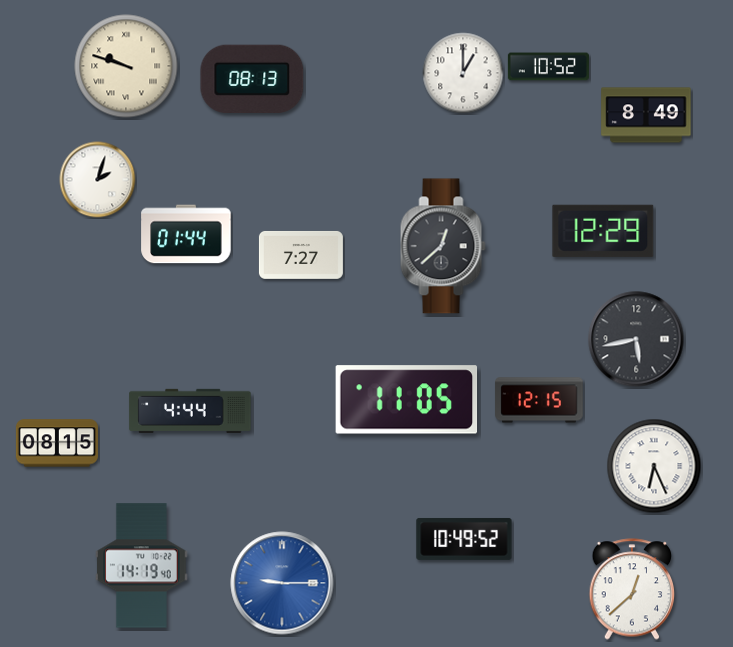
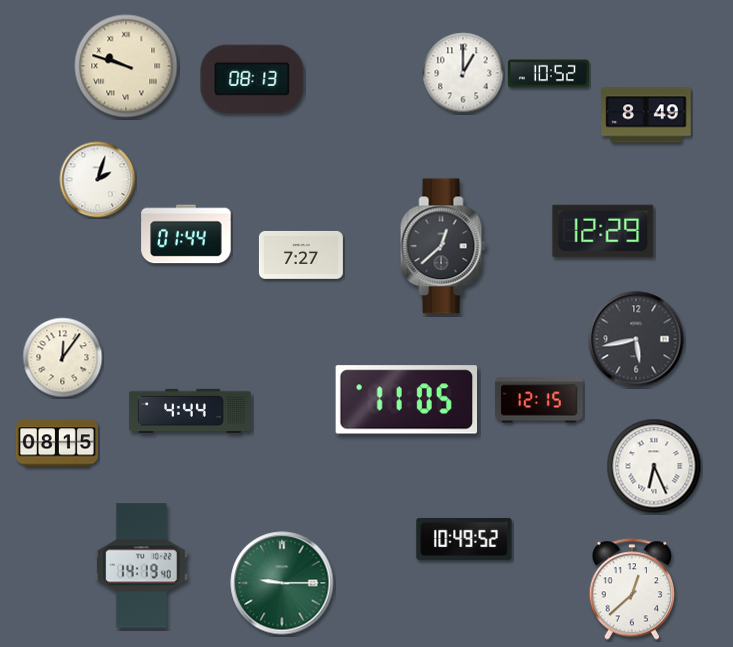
clock at (548, 67) position: (548, 67) -> (548, 74)
clock at (63, 358): none -> 12:06
clock at (282, 583) dial: blue -> green
